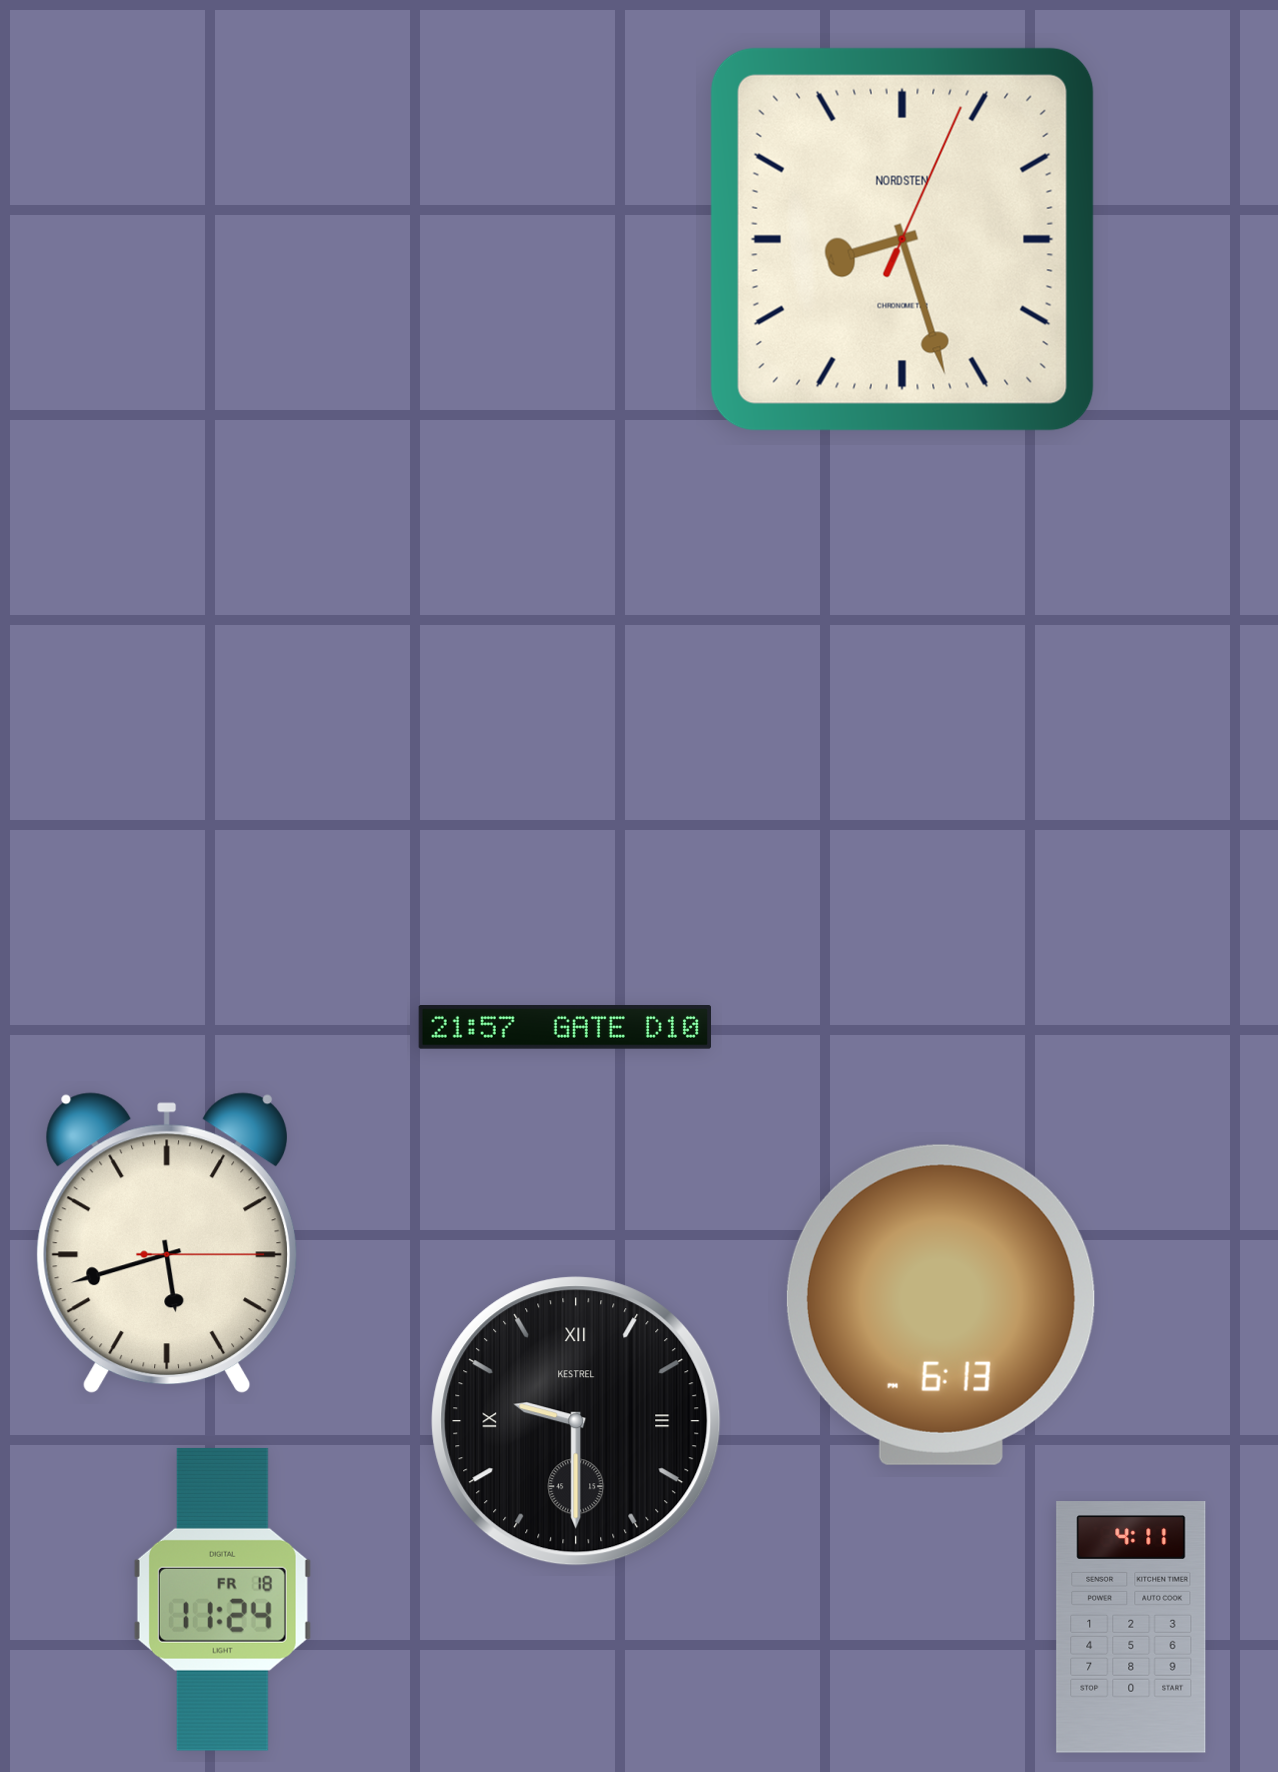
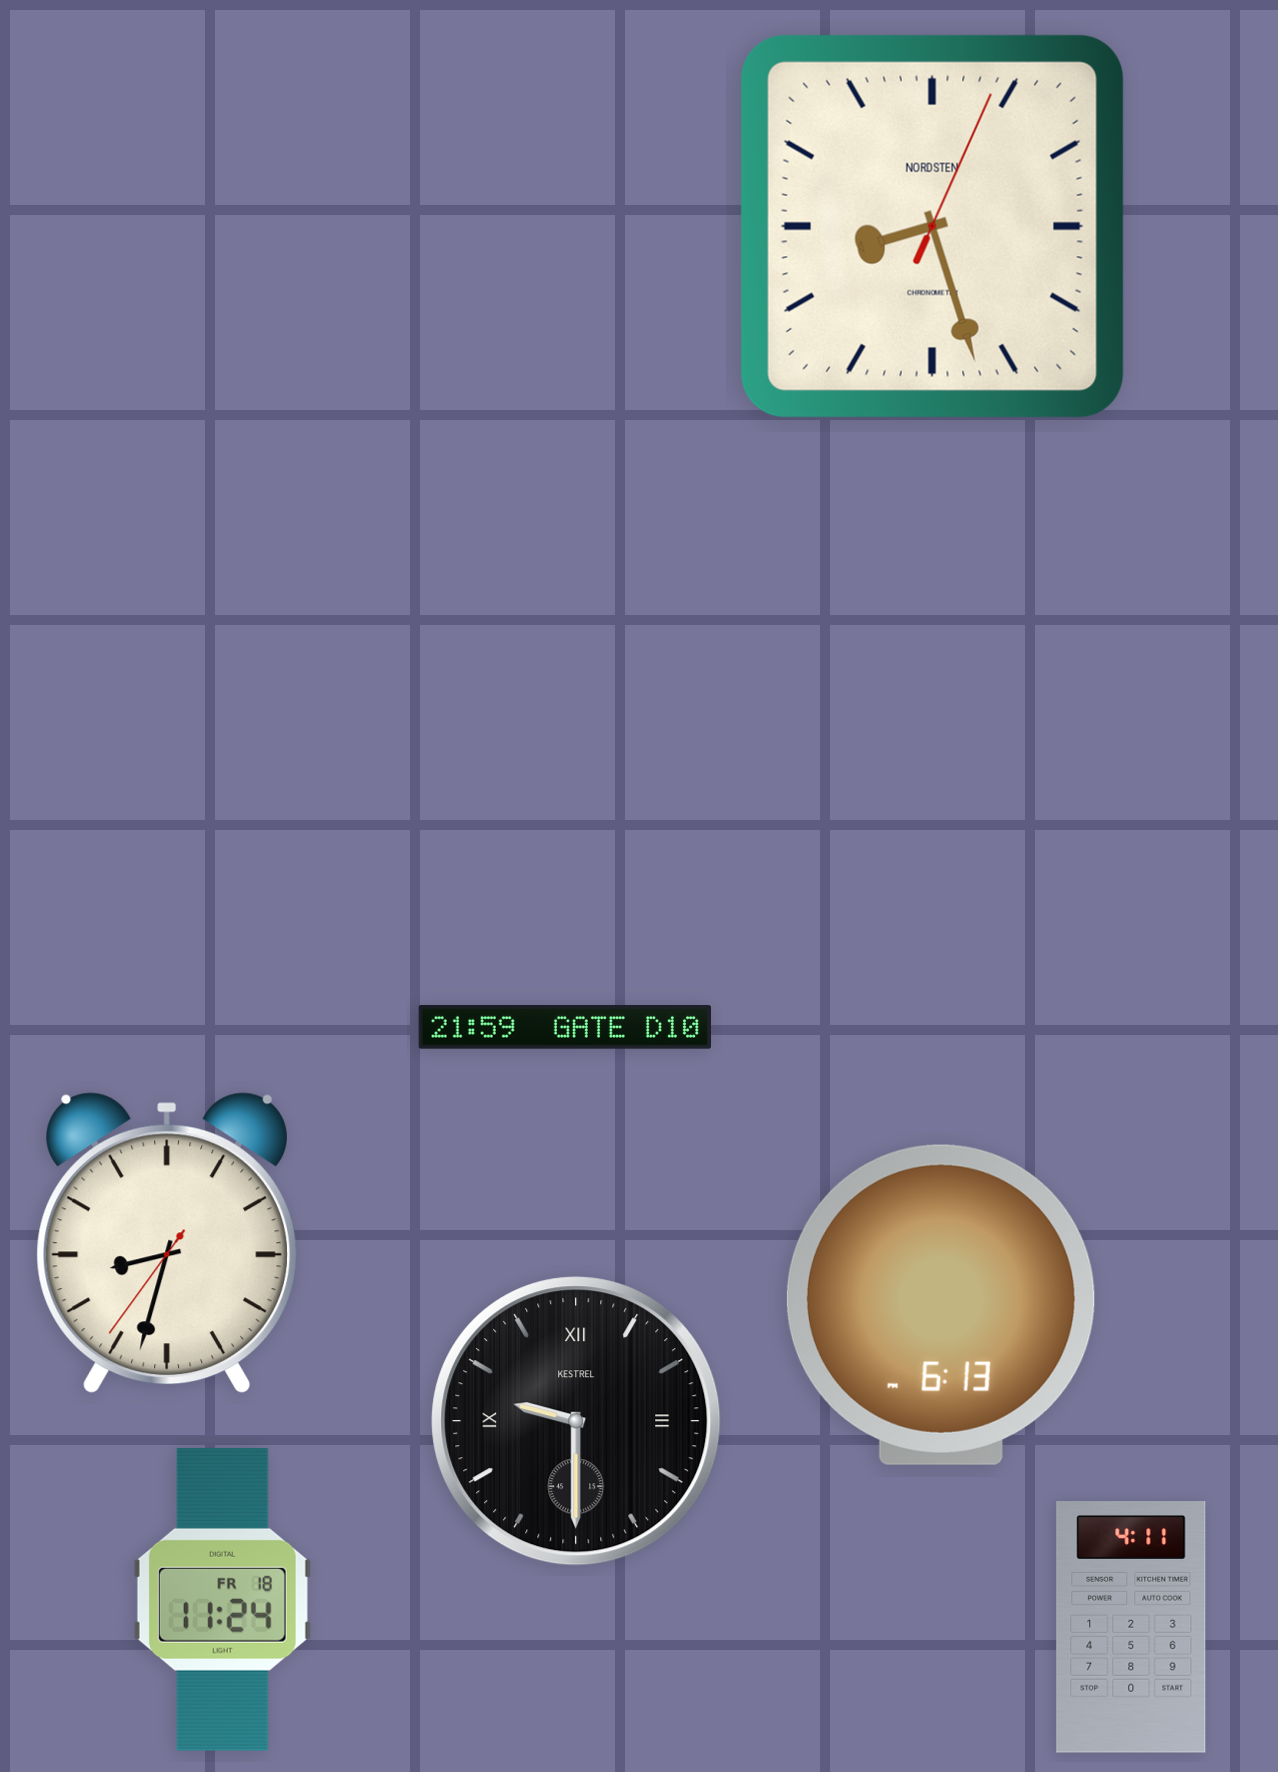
clock at (902, 239) position: (902, 239) -> (932, 226)
clock at (564, 1028): 21:57 -> 21:59
clock at (167, 1243): 5:42 -> 8:32
